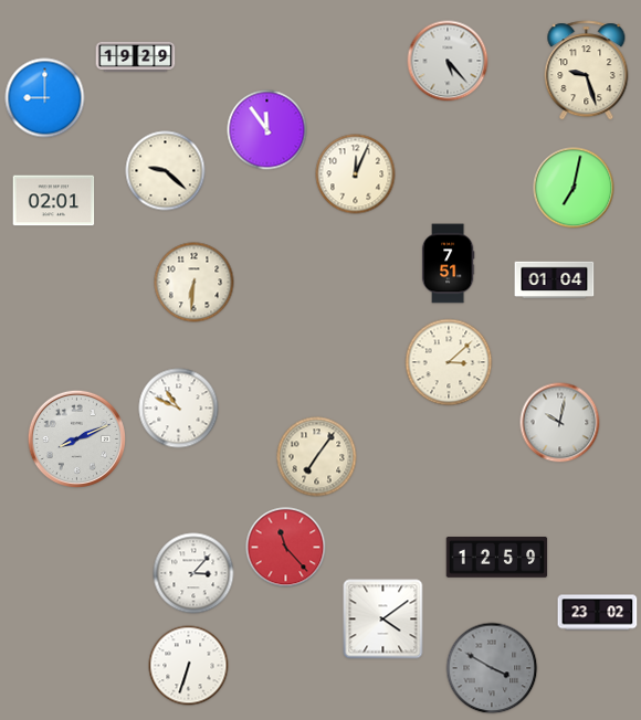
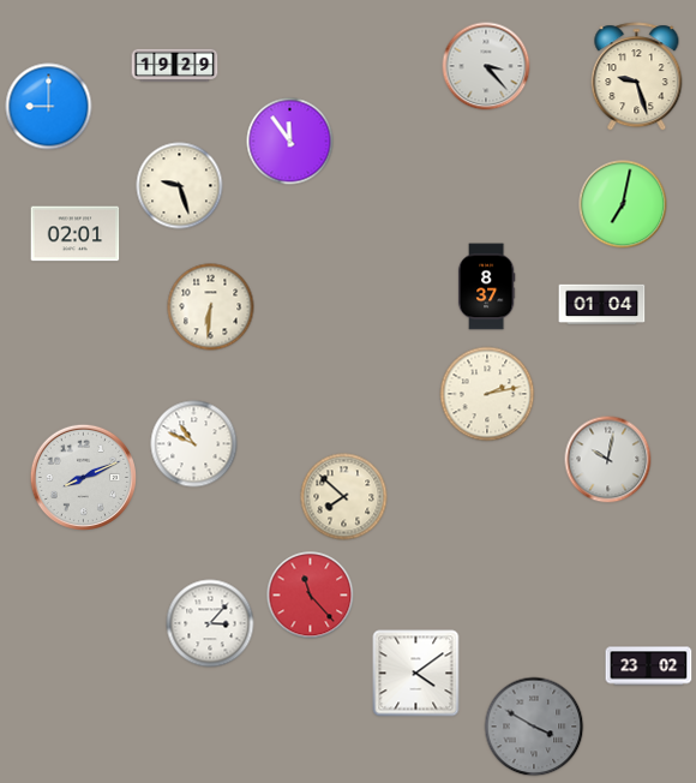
clock at (136, 57) position: (136, 57) -> (175, 66)
clock at (448, 61): 5:23 -> 3:23
clock at (166, 171): 9:22 -> 9:27
clock at (356, 174): 12:04 -> none
clock at (54, 201) position: (54, 201) -> (76, 234)
clock at (448, 264): 7:51 -> 8:37
clock at (449, 362): 3:08 -> 2:13
clock at (317, 457): 7:06 -> 7:52
clock at (497, 558): 12:59 -> none
clock at (189, 666): 6:33 -> none
